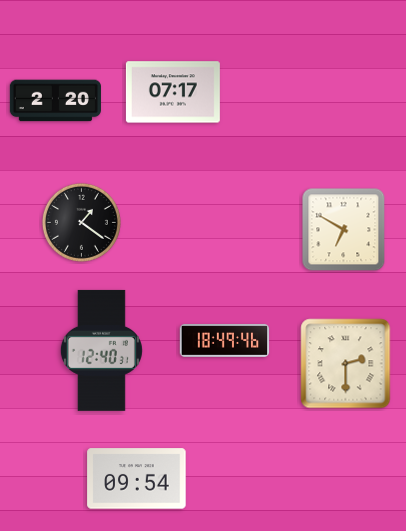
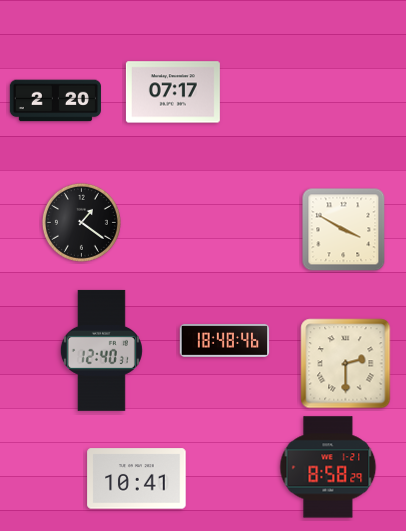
clock at (344, 230): 6:50 -> 3:50
clock at (225, 341): 18:49 -> 18:48
clock at (328, 467): none -> 8:58
clock at (137, 479): 09:54 -> 10:41
